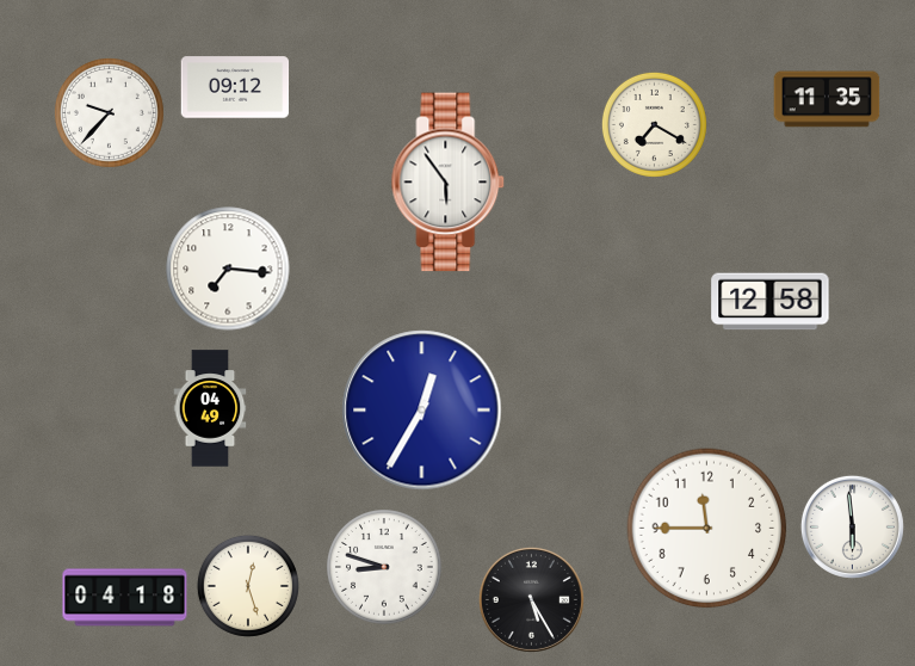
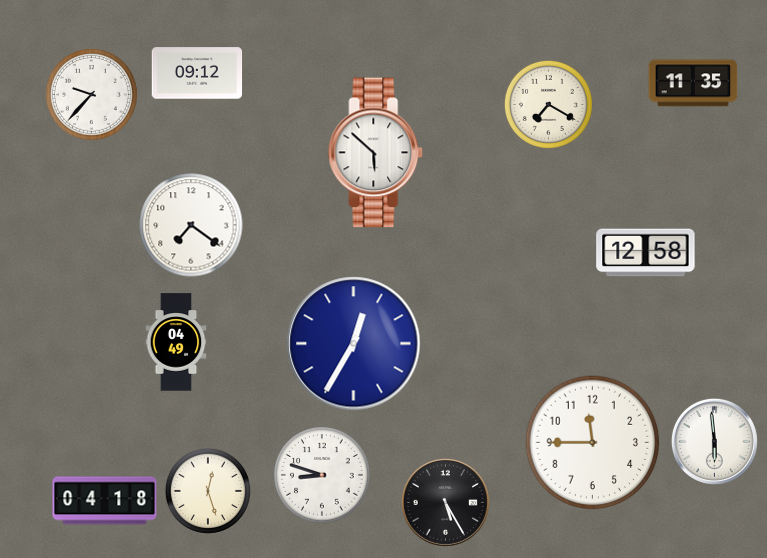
clock at (449, 183): 5:54 -> 5:52
clock at (228, 269): 7:16 -> 7:21
